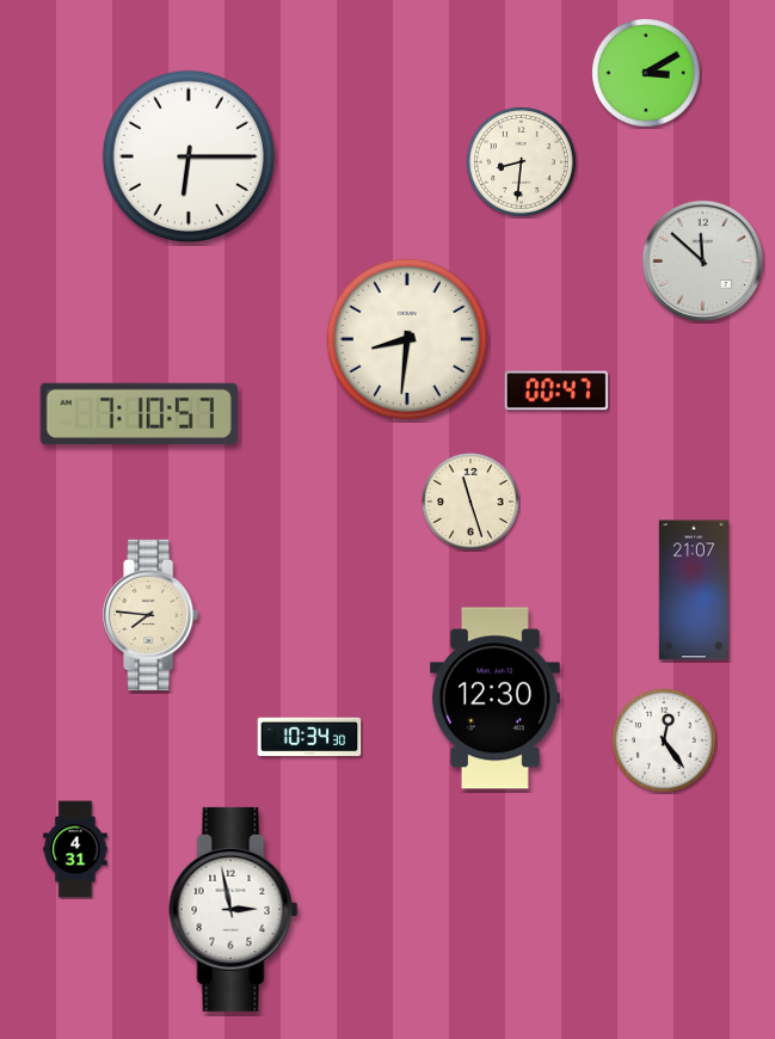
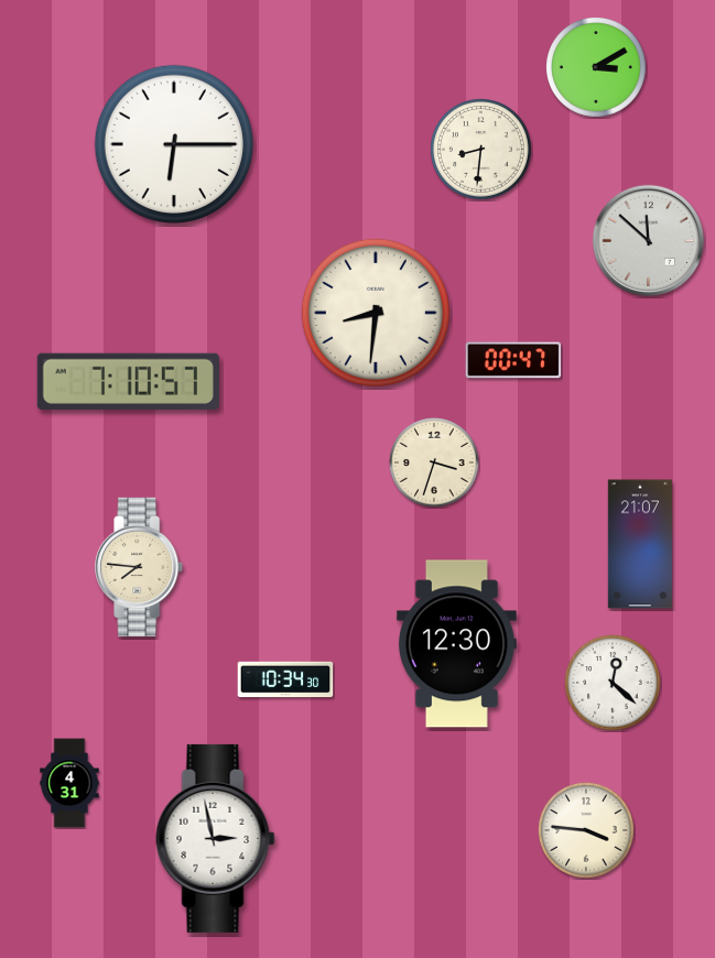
clock at (470, 502): 11:27 -> 3:33
clock at (664, 740): 12:24 -> 12:22
clock at (586, 830): none -> 3:46
